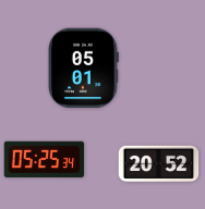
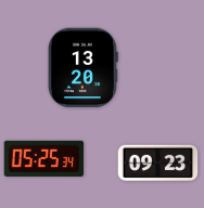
clock at (83, 69): 05:01 -> 13:20
clock at (159, 164): 20:52 -> 09:23
